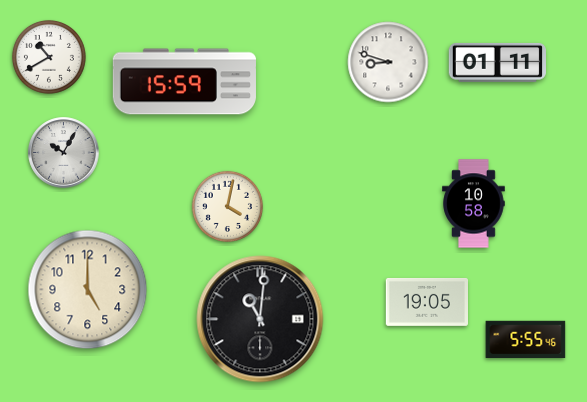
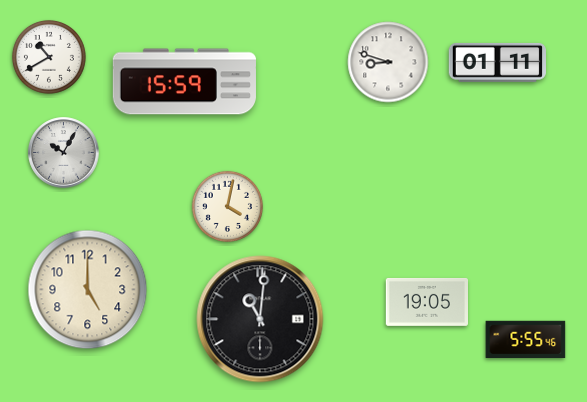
clock at (474, 204): 10:58 -> none
